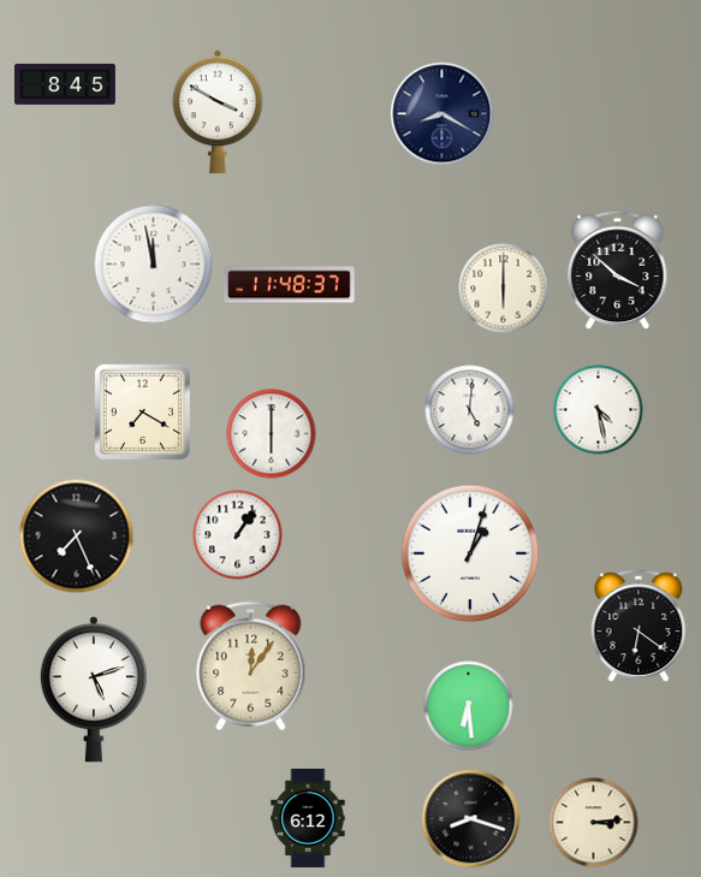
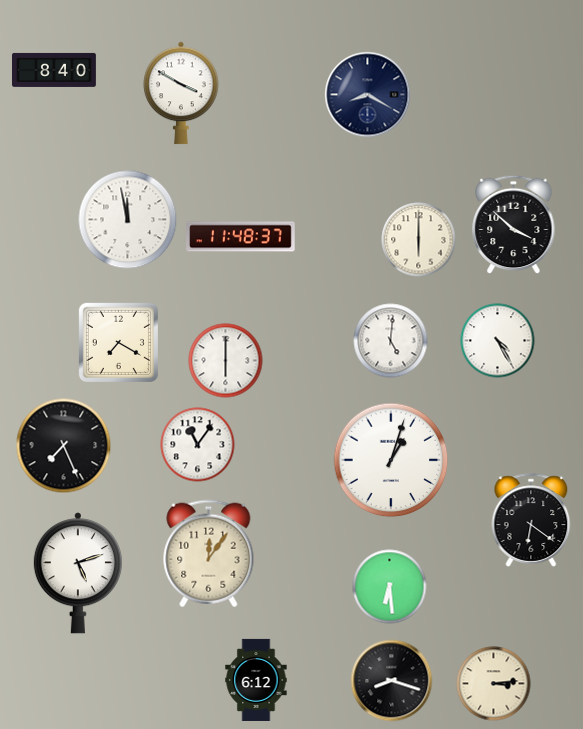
clock at (66, 84): 8:45 -> 8:40
clock at (599, 410): 4:28 -> 4:25
clock at (238, 535): 1:06 -> 11:06
